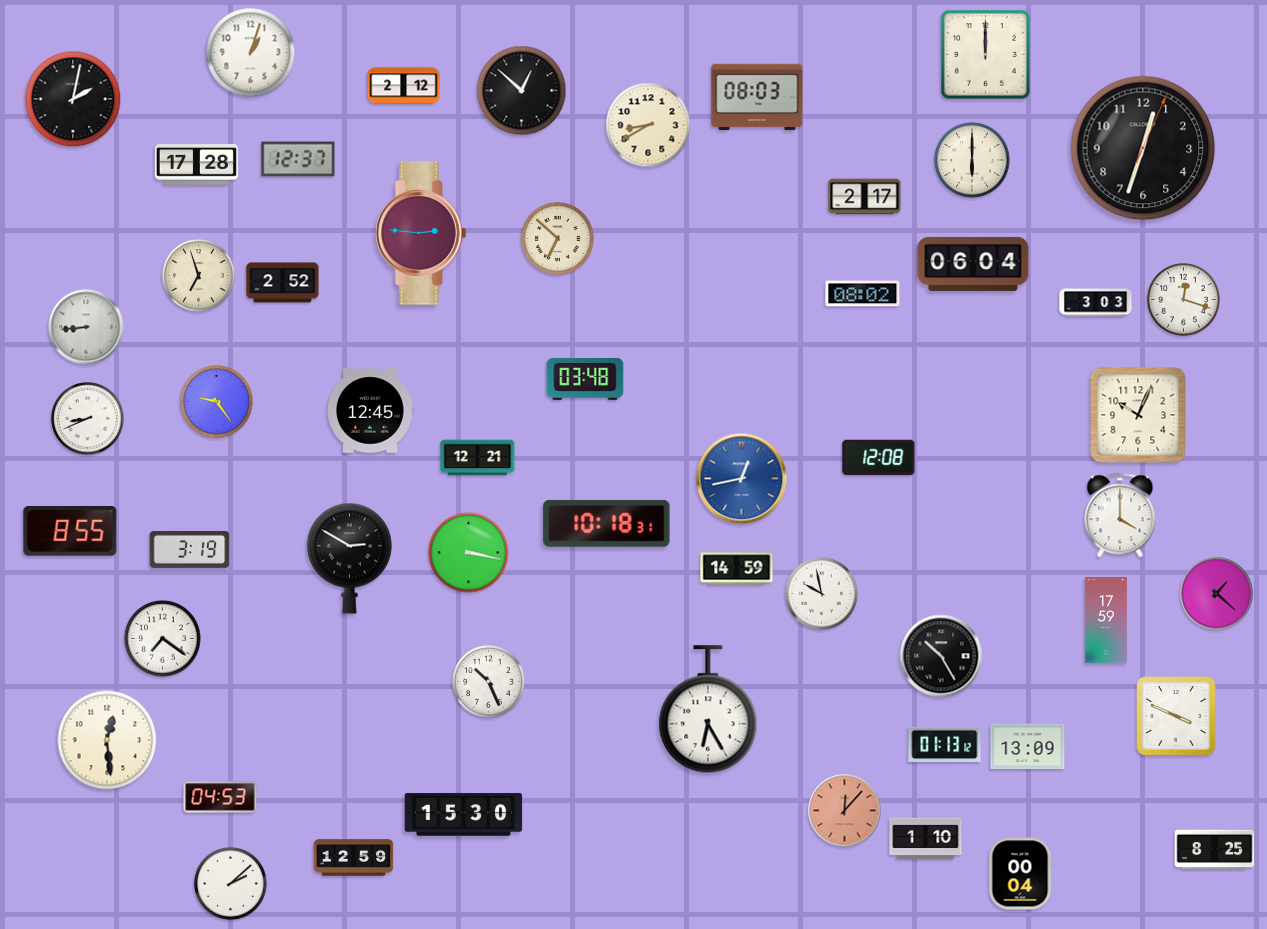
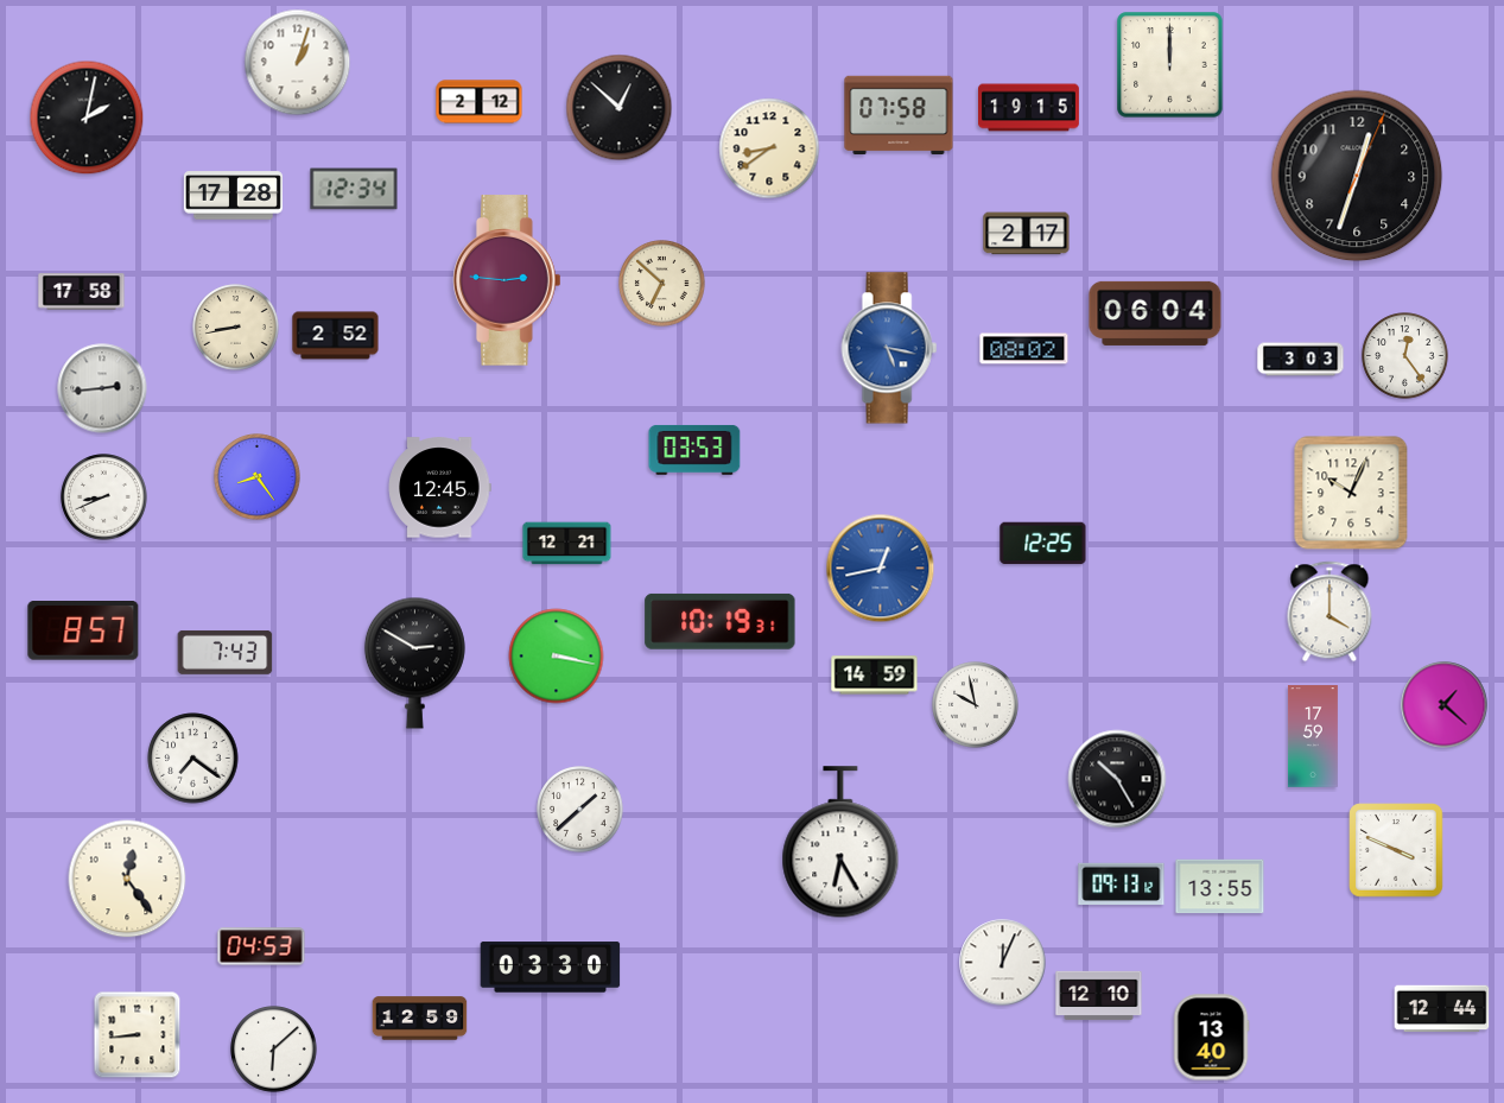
clock at (1029, 108): none -> 19:15
clock at (757, 97): 08:03 -> 07:58
clock at (648, 125): 8:40 -> 8:39
clock at (298, 159): 12:37 -> 12:34
clock at (972, 160): 6:00 -> none
clock at (421, 233) position: (421, 233) -> (507, 280)
clock at (82, 292): none -> 17:58
clock at (199, 276): 6:57 -> 8:43
clock at (889, 348): none -> 5:17
clock at (1184, 300): 12:18 -> 12:24
clock at (86, 327): 8:44 -> 2:44
clock at (585, 379): 03:48 -> 03:53
clock at (217, 402): 9:24 -> 8:24
clock at (879, 458): 12:08 -> 12:25
clock at (607, 523): 10:18 -> 10:19
clock at (70, 532): 8:55 -> 8:57
clock at (190, 549): 3:19 -> 7:43
clock at (489, 682): 10:26 -> 1:38
clock at (107, 740): 12:29 -> 12:24
clock at (945, 745): 01:13 -> 09:13
clock at (1028, 747): 13:09 -> 13:55
clock at (845, 811): 12:07 -> 12:04
clock at (845, 811) dial: salmon -> white
clock at (464, 815): 15:30 -> 03:30
clock at (926, 839): 1:10 -> 12:10
clock at (1215, 850): 8:25 -> 12:44
clock at (138, 1035): none -> 8:44
clock at (1020, 874): 00:04 -> 13:40
clock at (231, 884): 2:08 -> 6:08
